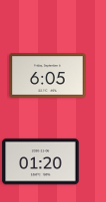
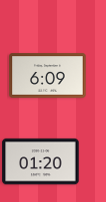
clock at (48, 76): 6:05 -> 6:09
